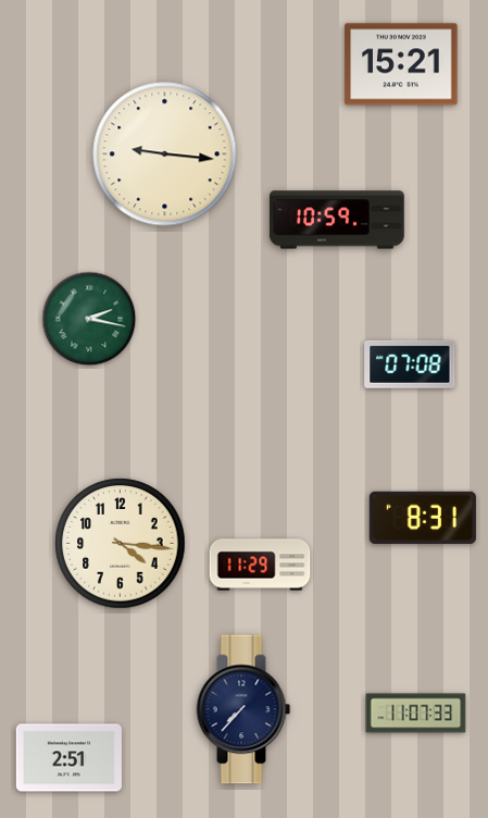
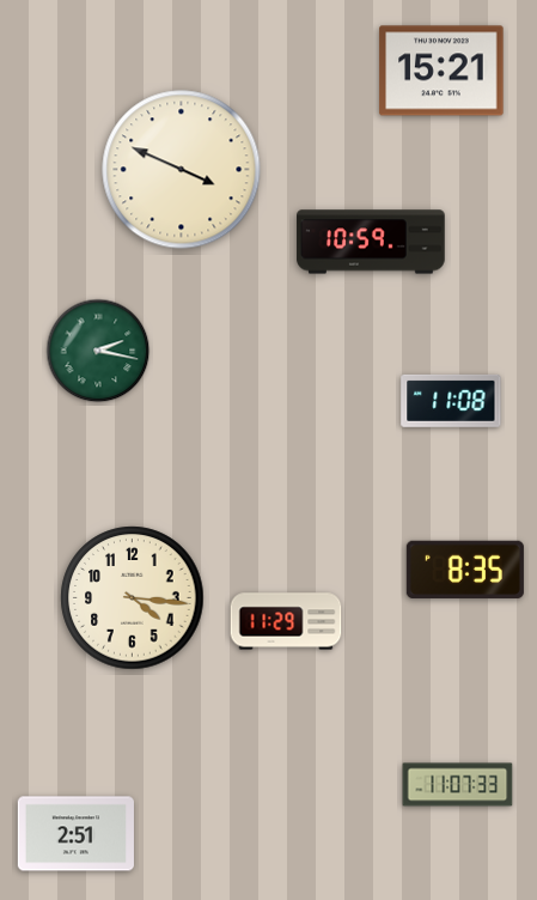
clock at (165, 154): 9:16 -> 3:49
clock at (410, 364): 07:08 -> 11:08
clock at (423, 517): 8:31 -> 8:35
clock at (243, 709): 7:37 -> none
